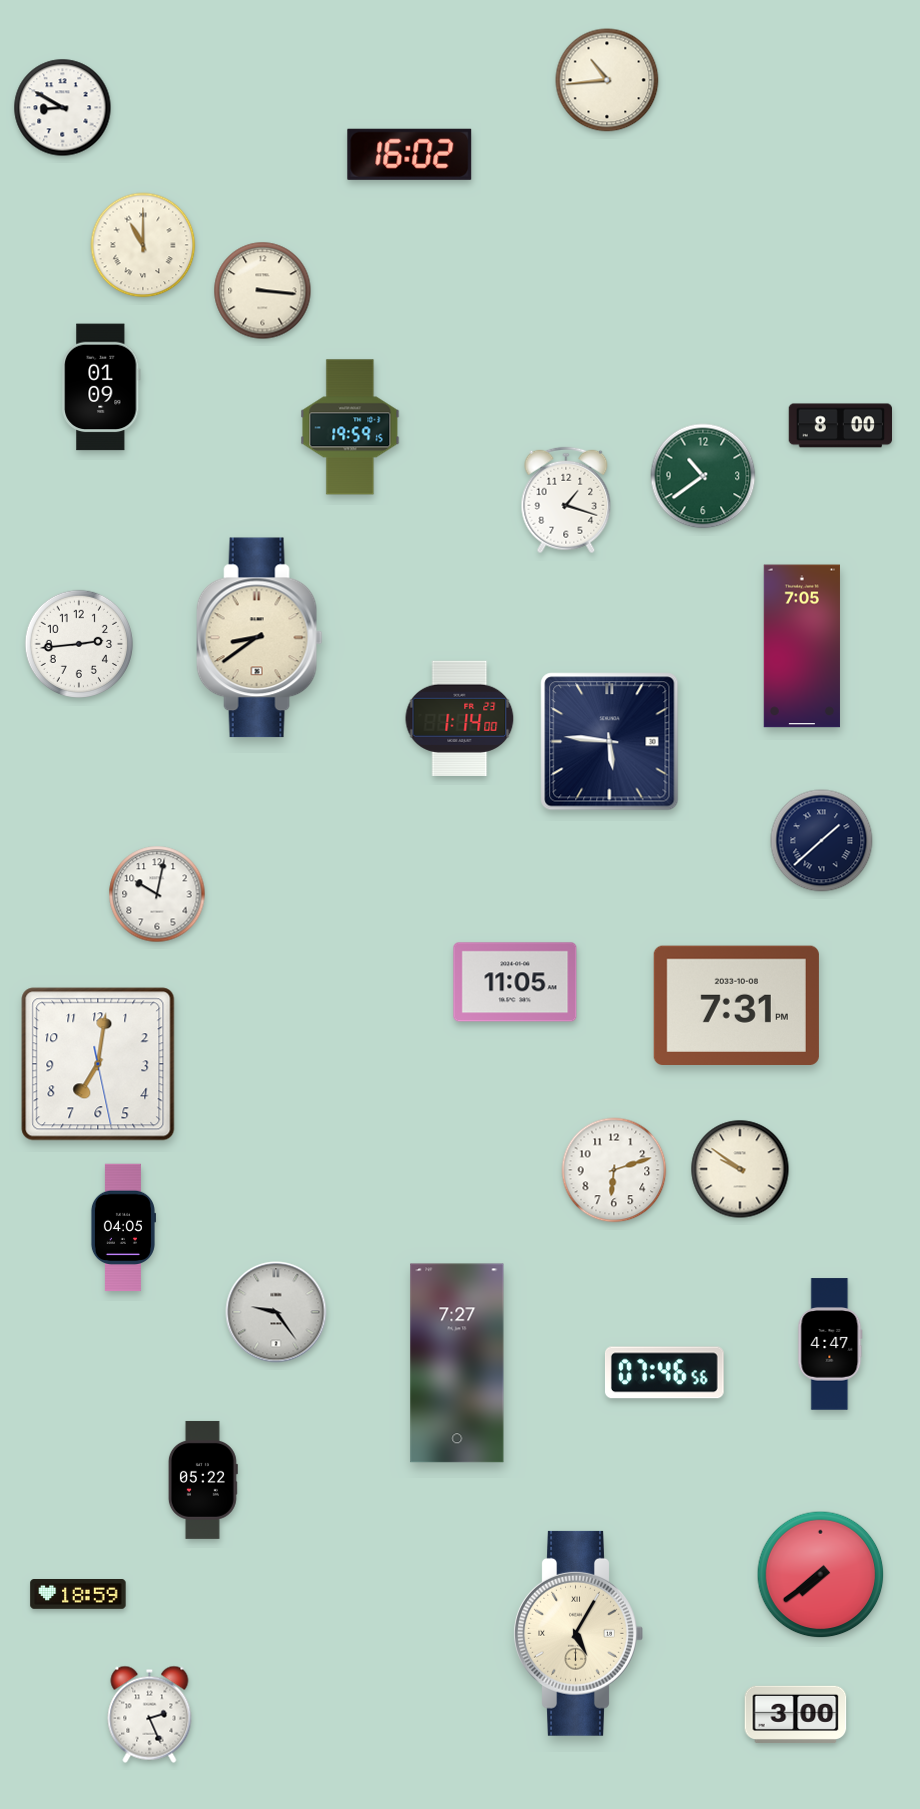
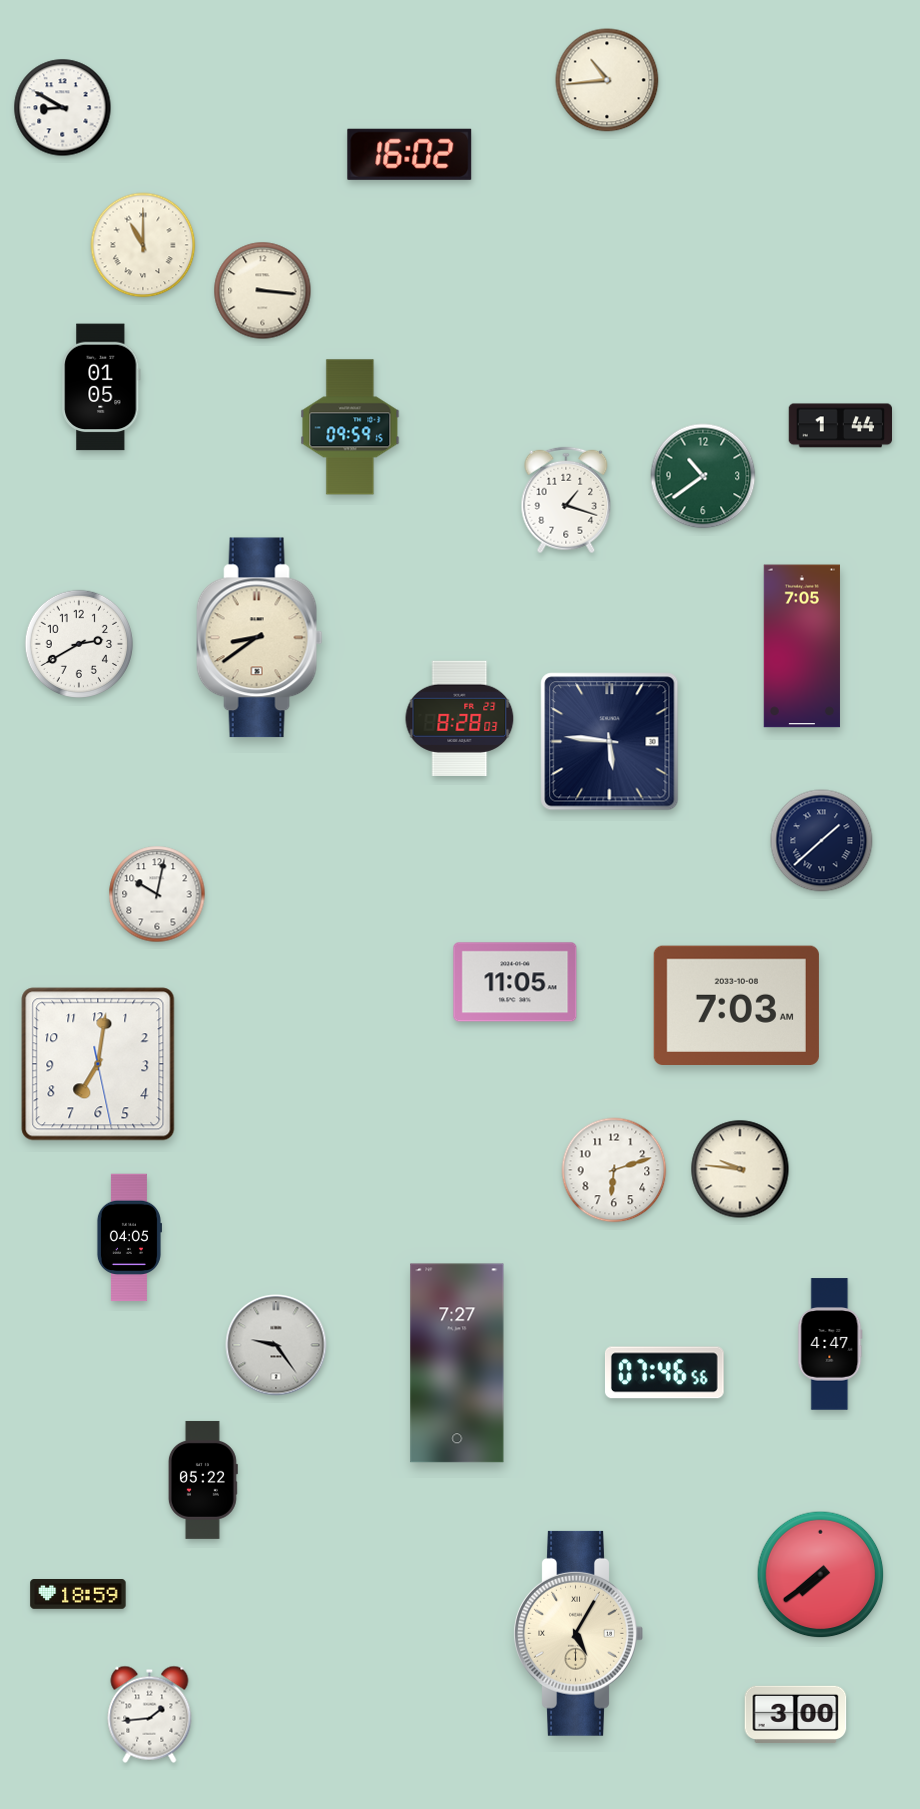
clock at (101, 387): 01:09 -> 01:05
clock at (840, 426): 8:00 -> 1:44
clock at (350, 427): 19:59 -> 09:59
clock at (78, 643): 2:44 -> 2:40
clock at (460, 718): 1:14 -> 8:28
clock at (736, 1005): 7:31 -> 7:03
clock at (740, 1169): 9:51 -> 9:46
clock at (122, 1228) position: (122, 1228) -> (128, 1238)
clock at (276, 1312) position: (276, 1312) -> (276, 1345)
clock at (150, 1714): 2:26 -> 1:44
